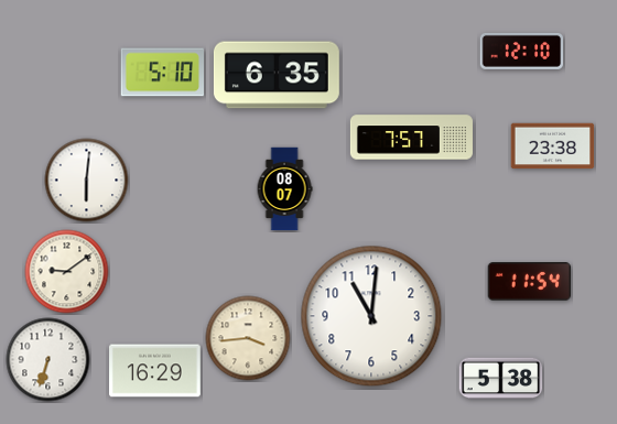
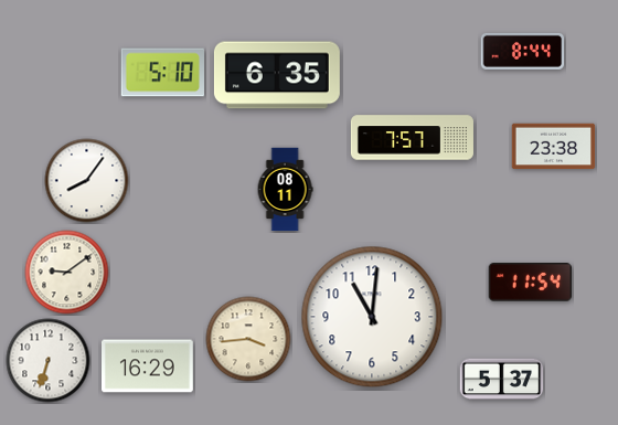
clock at (522, 51): 12:10 -> 8:44
clock at (87, 181): 6:01 -> 8:06
clock at (284, 189): 08:07 -> 08:11
clock at (155, 371) position: (155, 371) -> (148, 366)
clock at (501, 379): 5:38 -> 5:37
